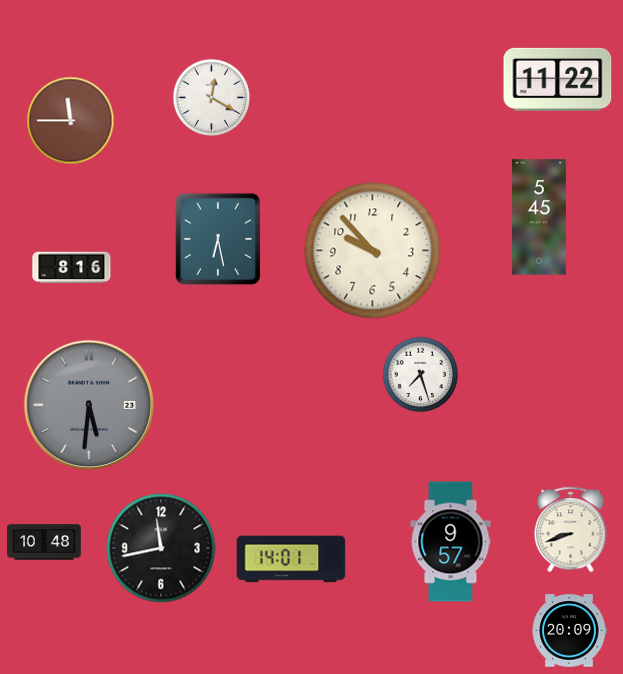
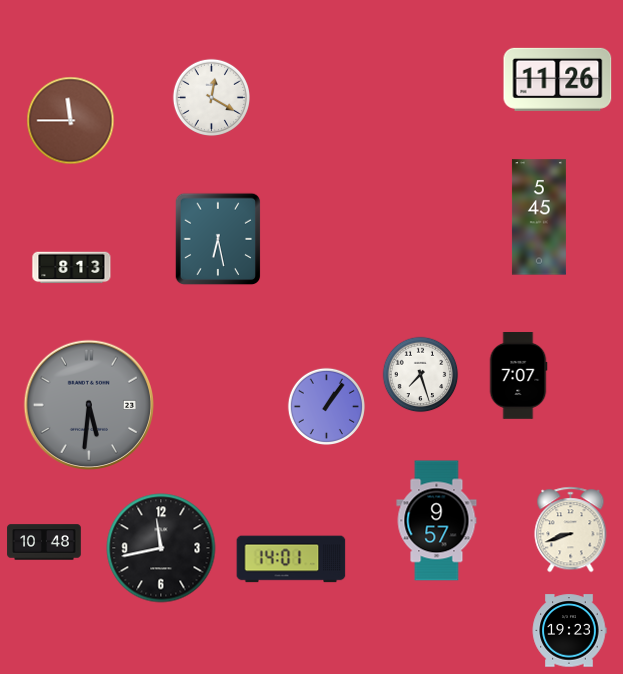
clock at (558, 79): 11:22 -> 11:26
clock at (373, 251): 9:53 -> none
clock at (72, 268): 8:16 -> 8:13
clock at (518, 376): none -> 7:07
clock at (326, 406): none -> 1:06
clock at (451, 542) position: (451, 542) -> (437, 521)
clock at (569, 631): 20:09 -> 19:23
